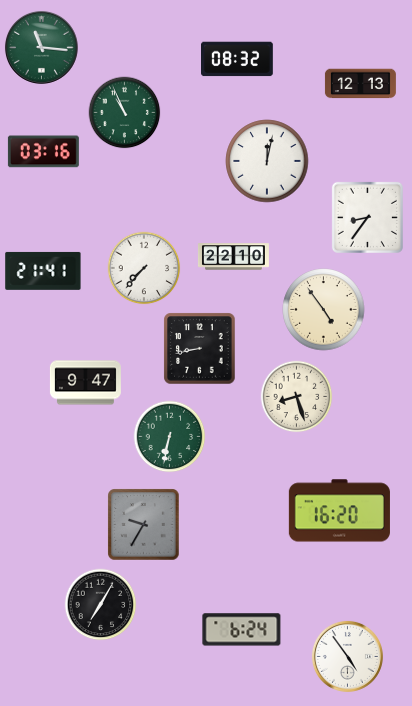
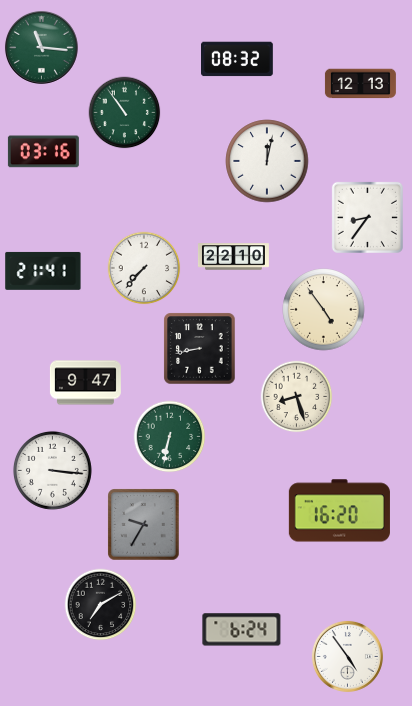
clock at (125, 113): 10:56 -> 10:54
clock at (52, 470): none -> 3:16
clock at (101, 605): 7:05 -> 7:10
